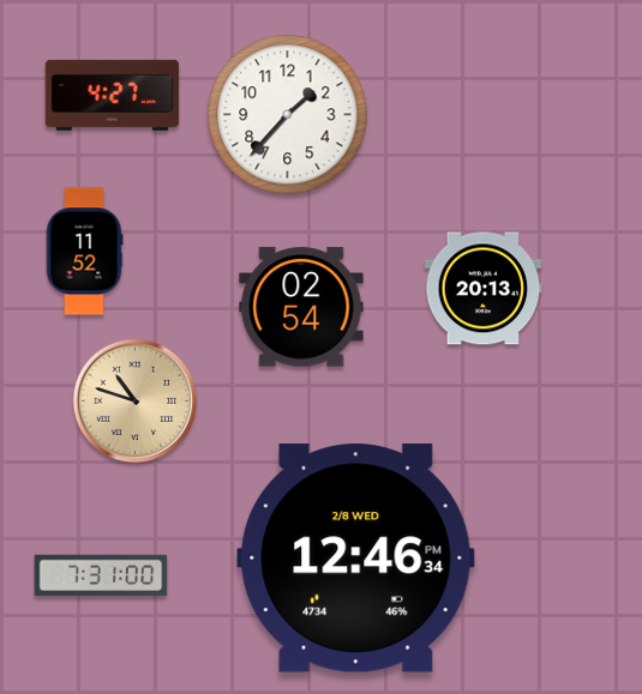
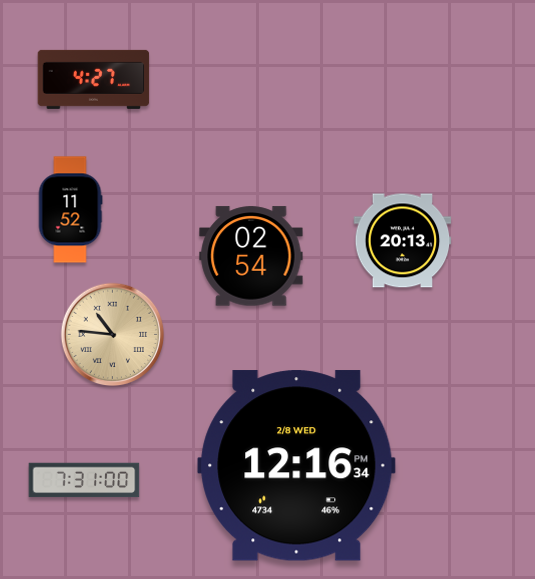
clock at (288, 115): 1:37 -> none
clock at (136, 402): 10:48 -> 10:46
clock at (356, 559): 12:46 -> 12:16
